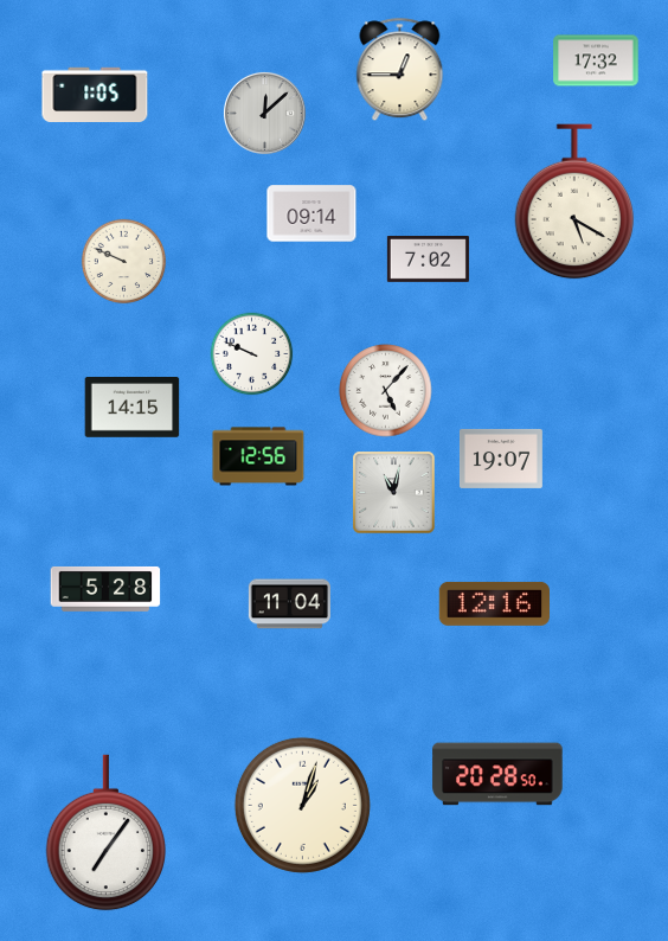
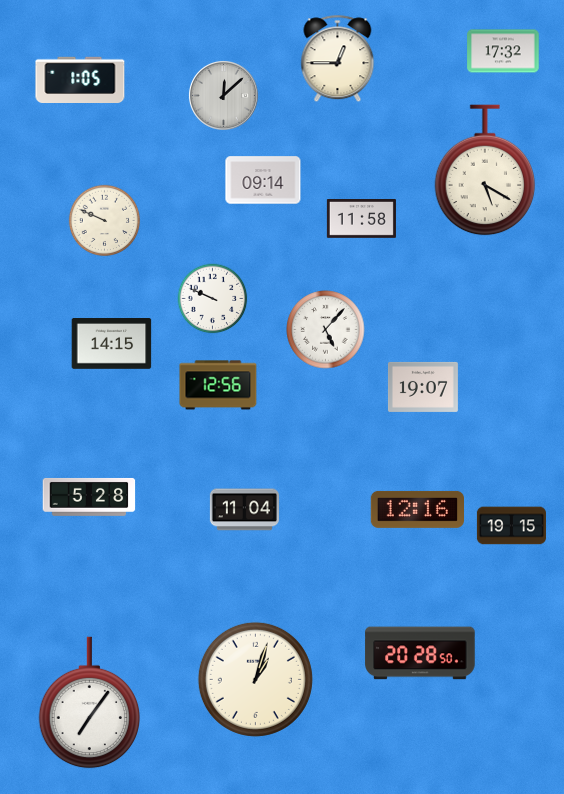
clock at (428, 260): 7:02 -> 11:58
clock at (394, 493): 11:02 -> none
clock at (511, 526): none -> 19:15
